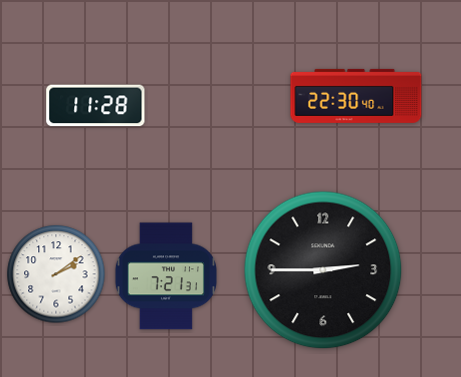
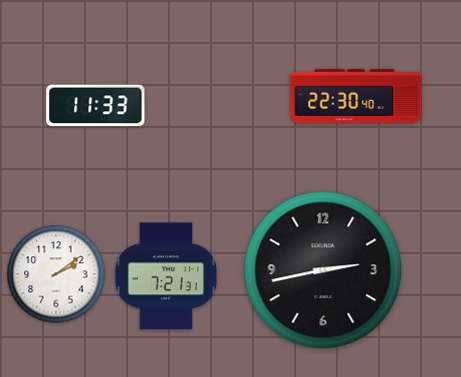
clock at (96, 106): 11:28 -> 11:33
clock at (323, 270): 2:45 -> 2:43
